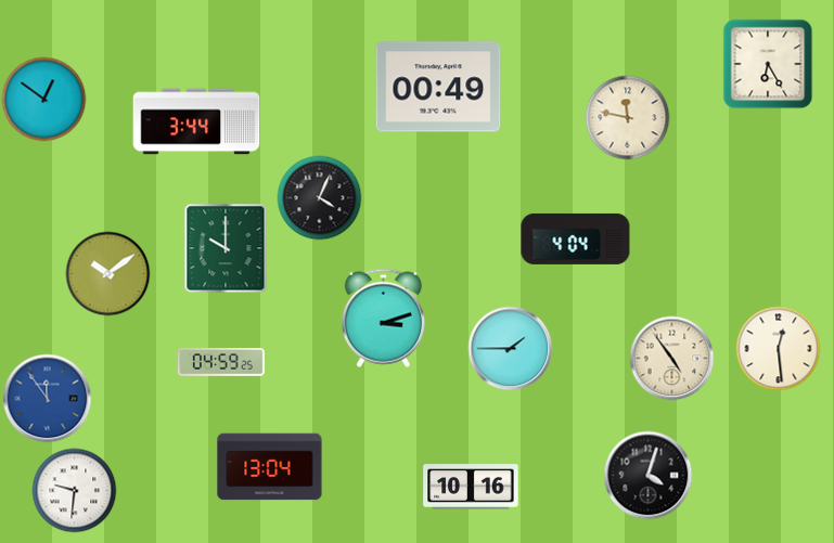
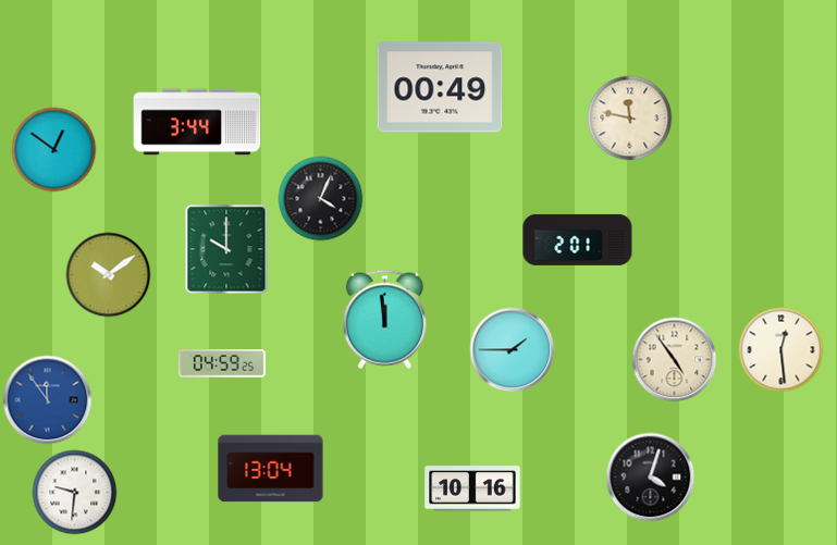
clock at (768, 64): 6:25 -> none
clock at (43, 99) position: (43, 99) -> (53, 149)
clock at (576, 238): 4:04 -> 2:01
clock at (383, 318): 3:12 -> 11:59
